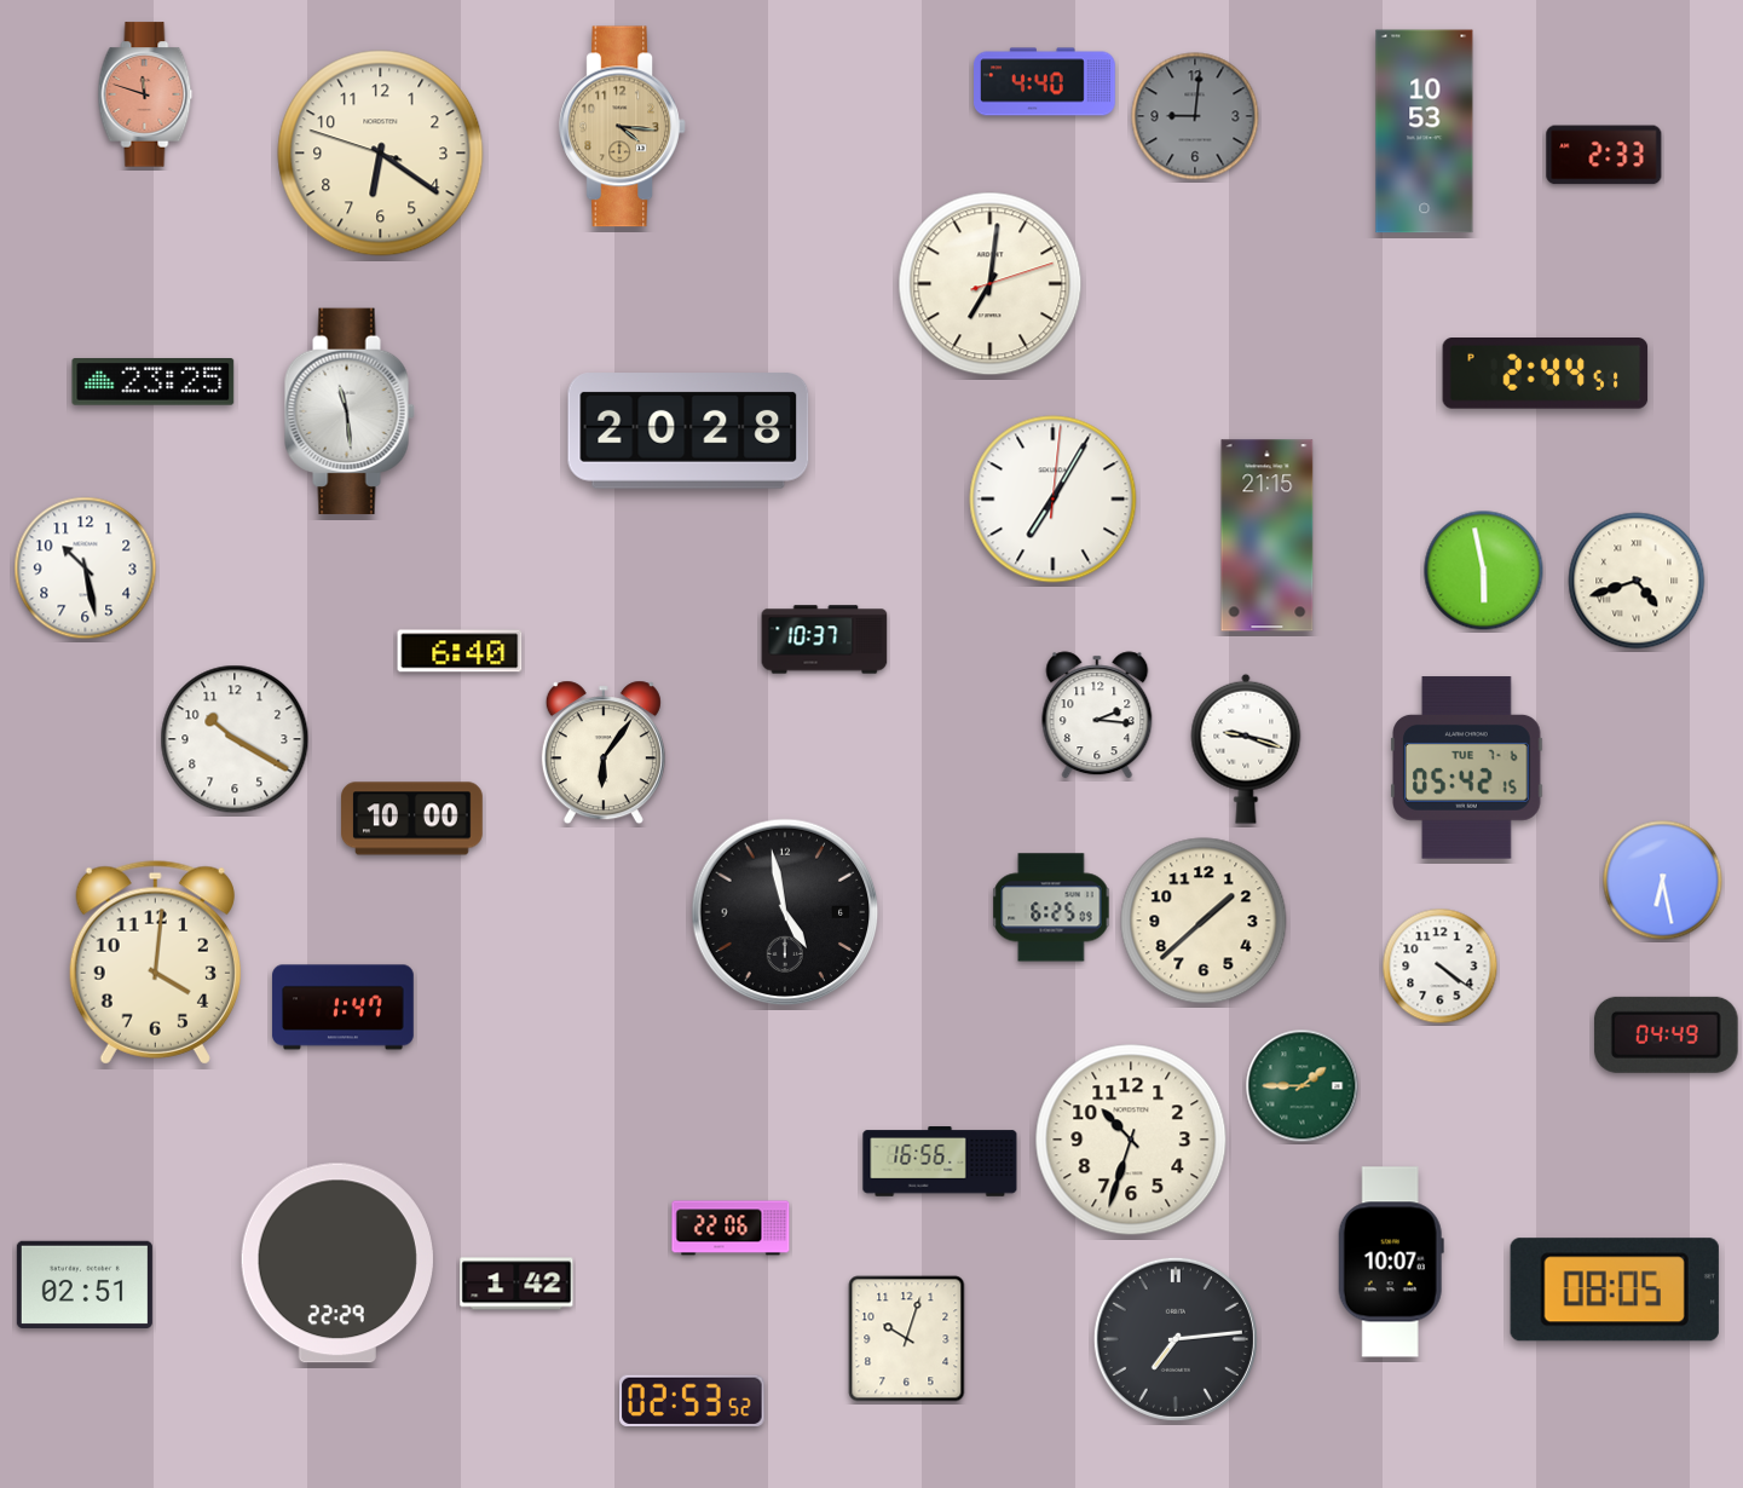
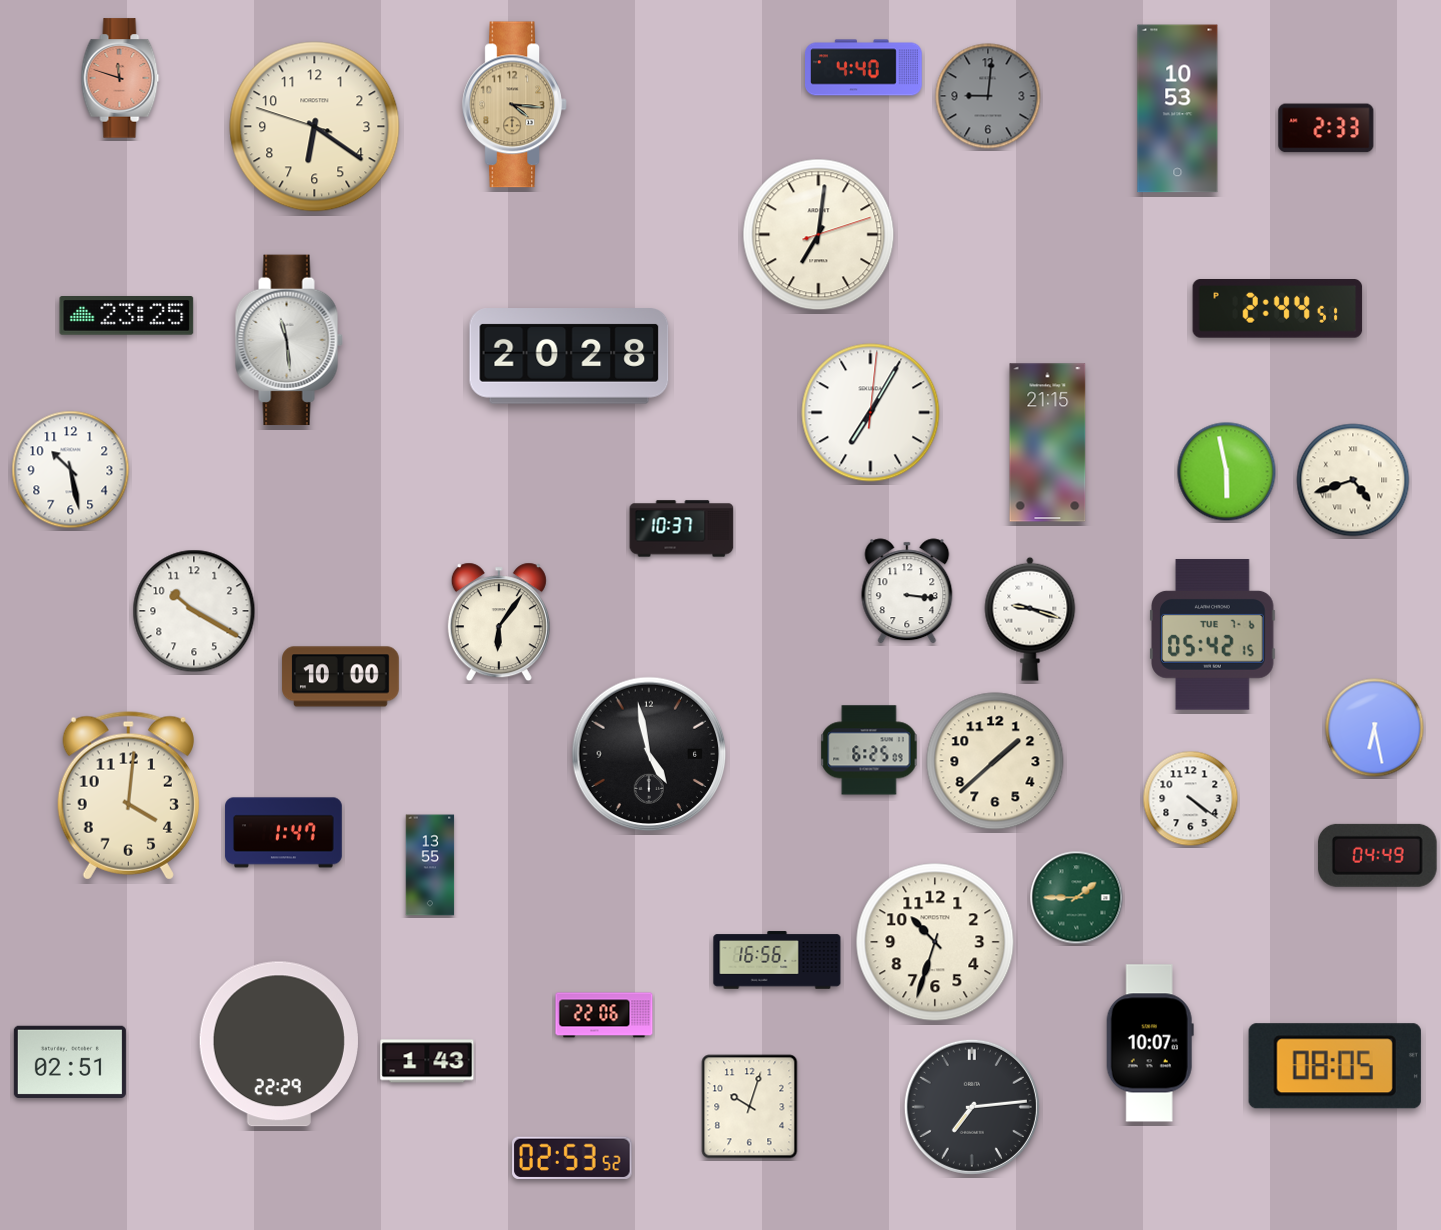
clock at (460, 651): 6:40 -> none
clock at (1097, 715): 2:16 -> 3:16
clock at (430, 865): none -> 13:55
clock at (516, 1284): 1:42 -> 1:43
